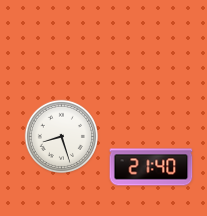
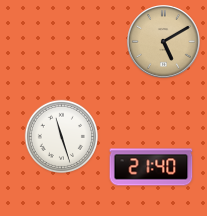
clock at (164, 42): none -> 5:10
clock at (61, 136): 8:27 -> 11:27
